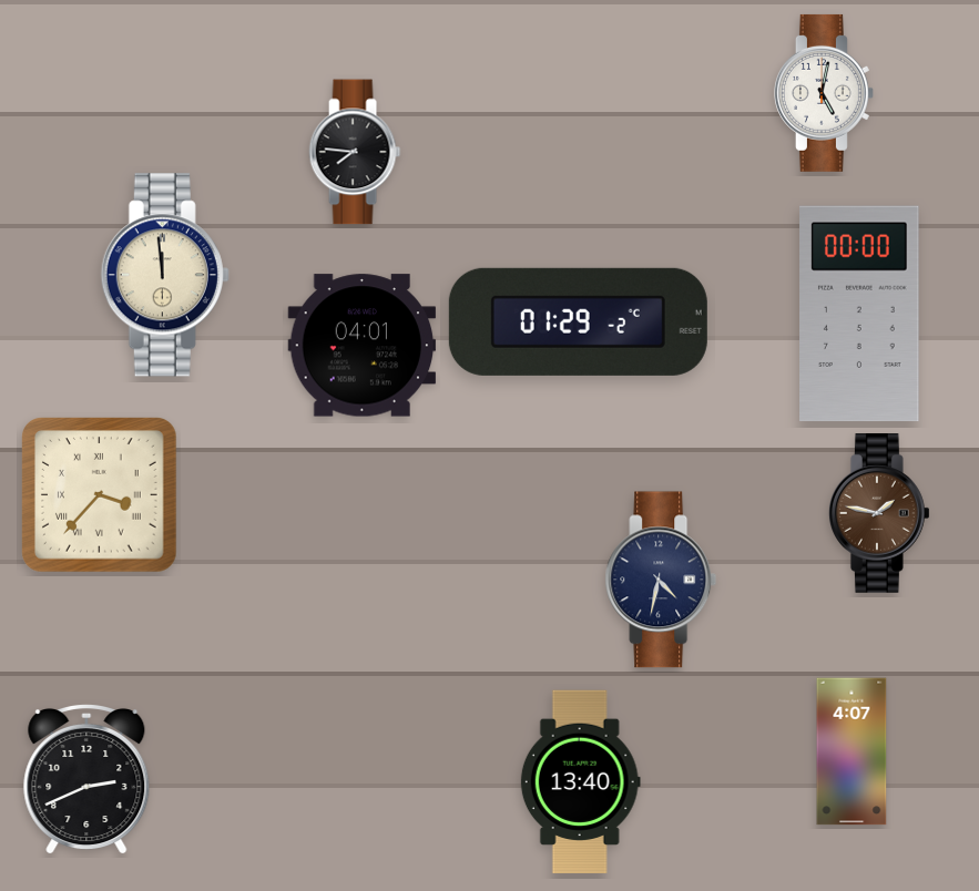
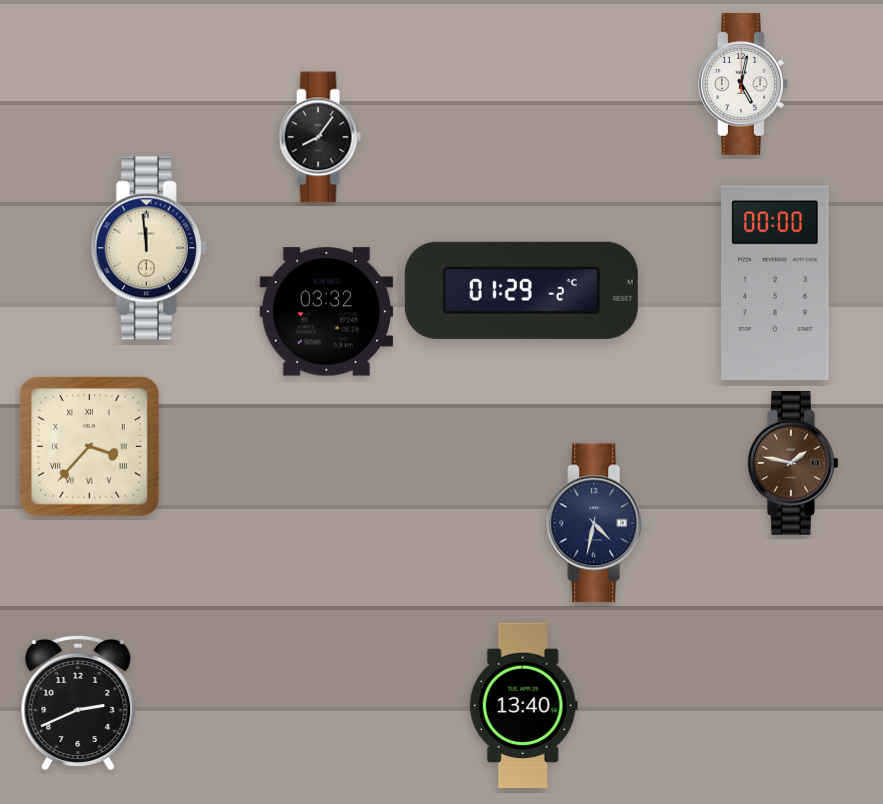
clock at (355, 152): 7:46 -> 8:06
clock at (363, 346): 04:01 -> 03:32
clock at (851, 751): 4:07 -> none
